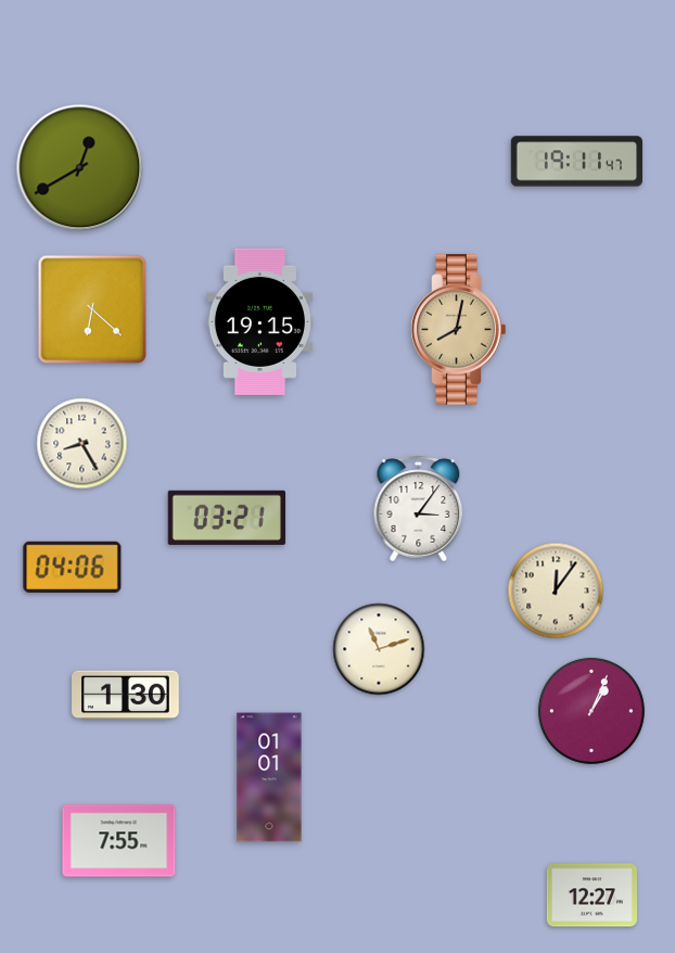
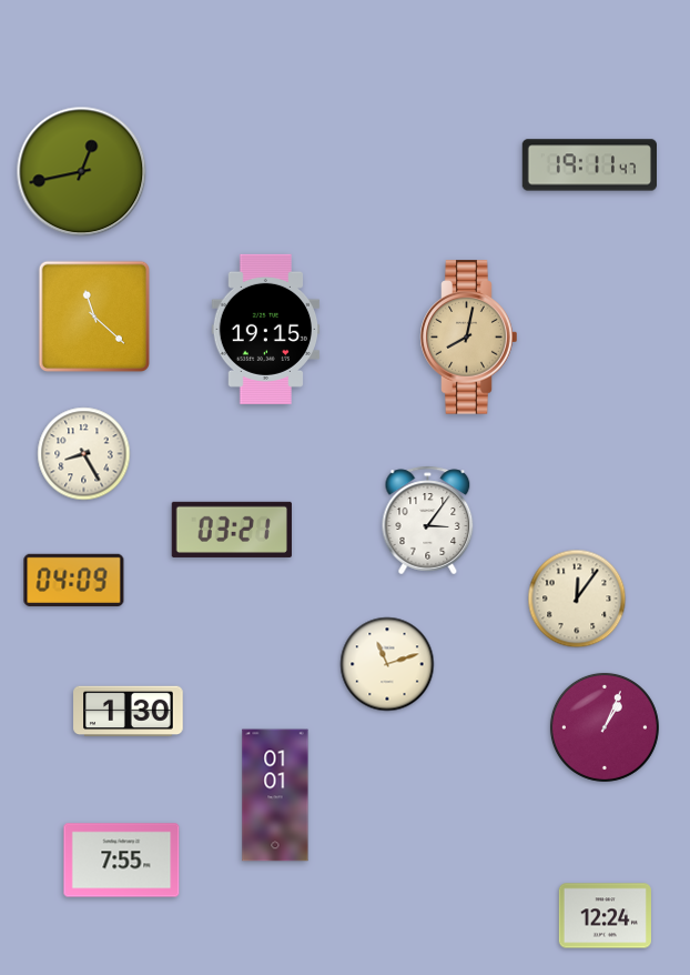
clock at (80, 168): 12:40 -> 12:43
clock at (92, 309): 6:22 -> 11:22
clock at (73, 567): 04:06 -> 04:09
clock at (556, 590) position: (556, 590) -> (577, 599)
clock at (591, 895): 12:27 -> 12:24
